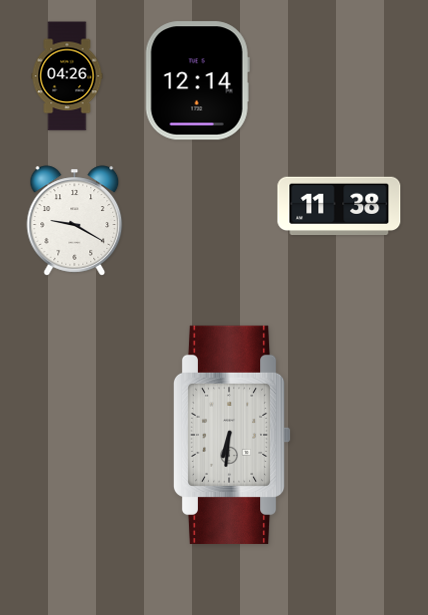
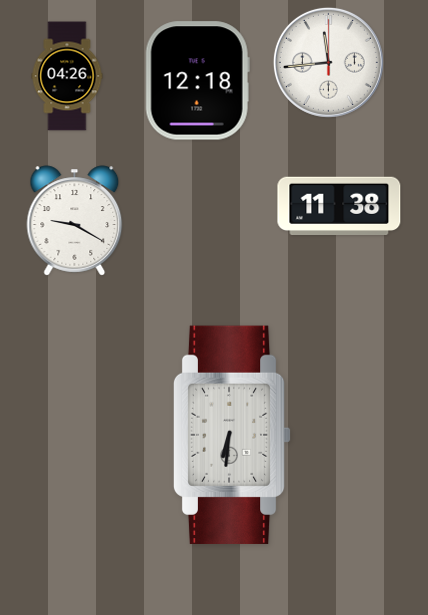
clock at (328, 62): none -> 11:44
clock at (197, 81): 12:14 -> 12:18
